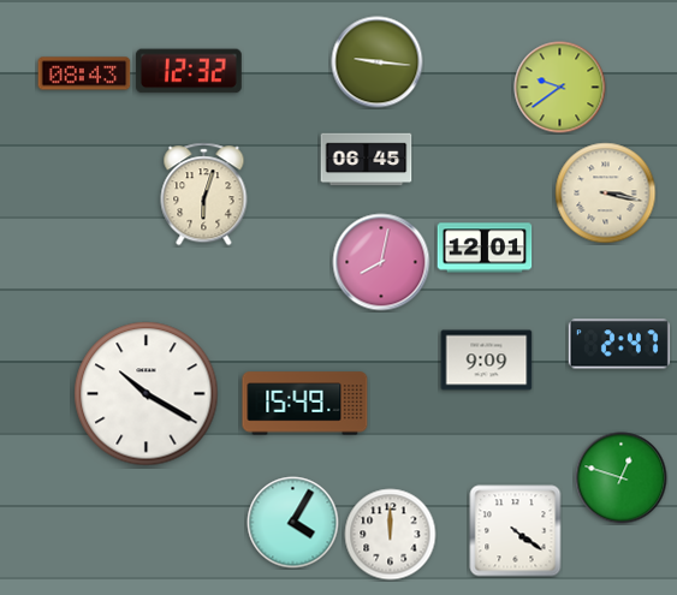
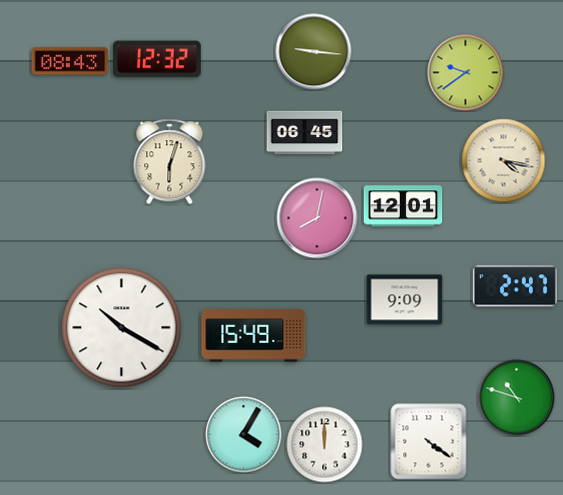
clock at (606, 194): 3:17 -> 4:17
clock at (622, 478): 12:48 -> 10:48
